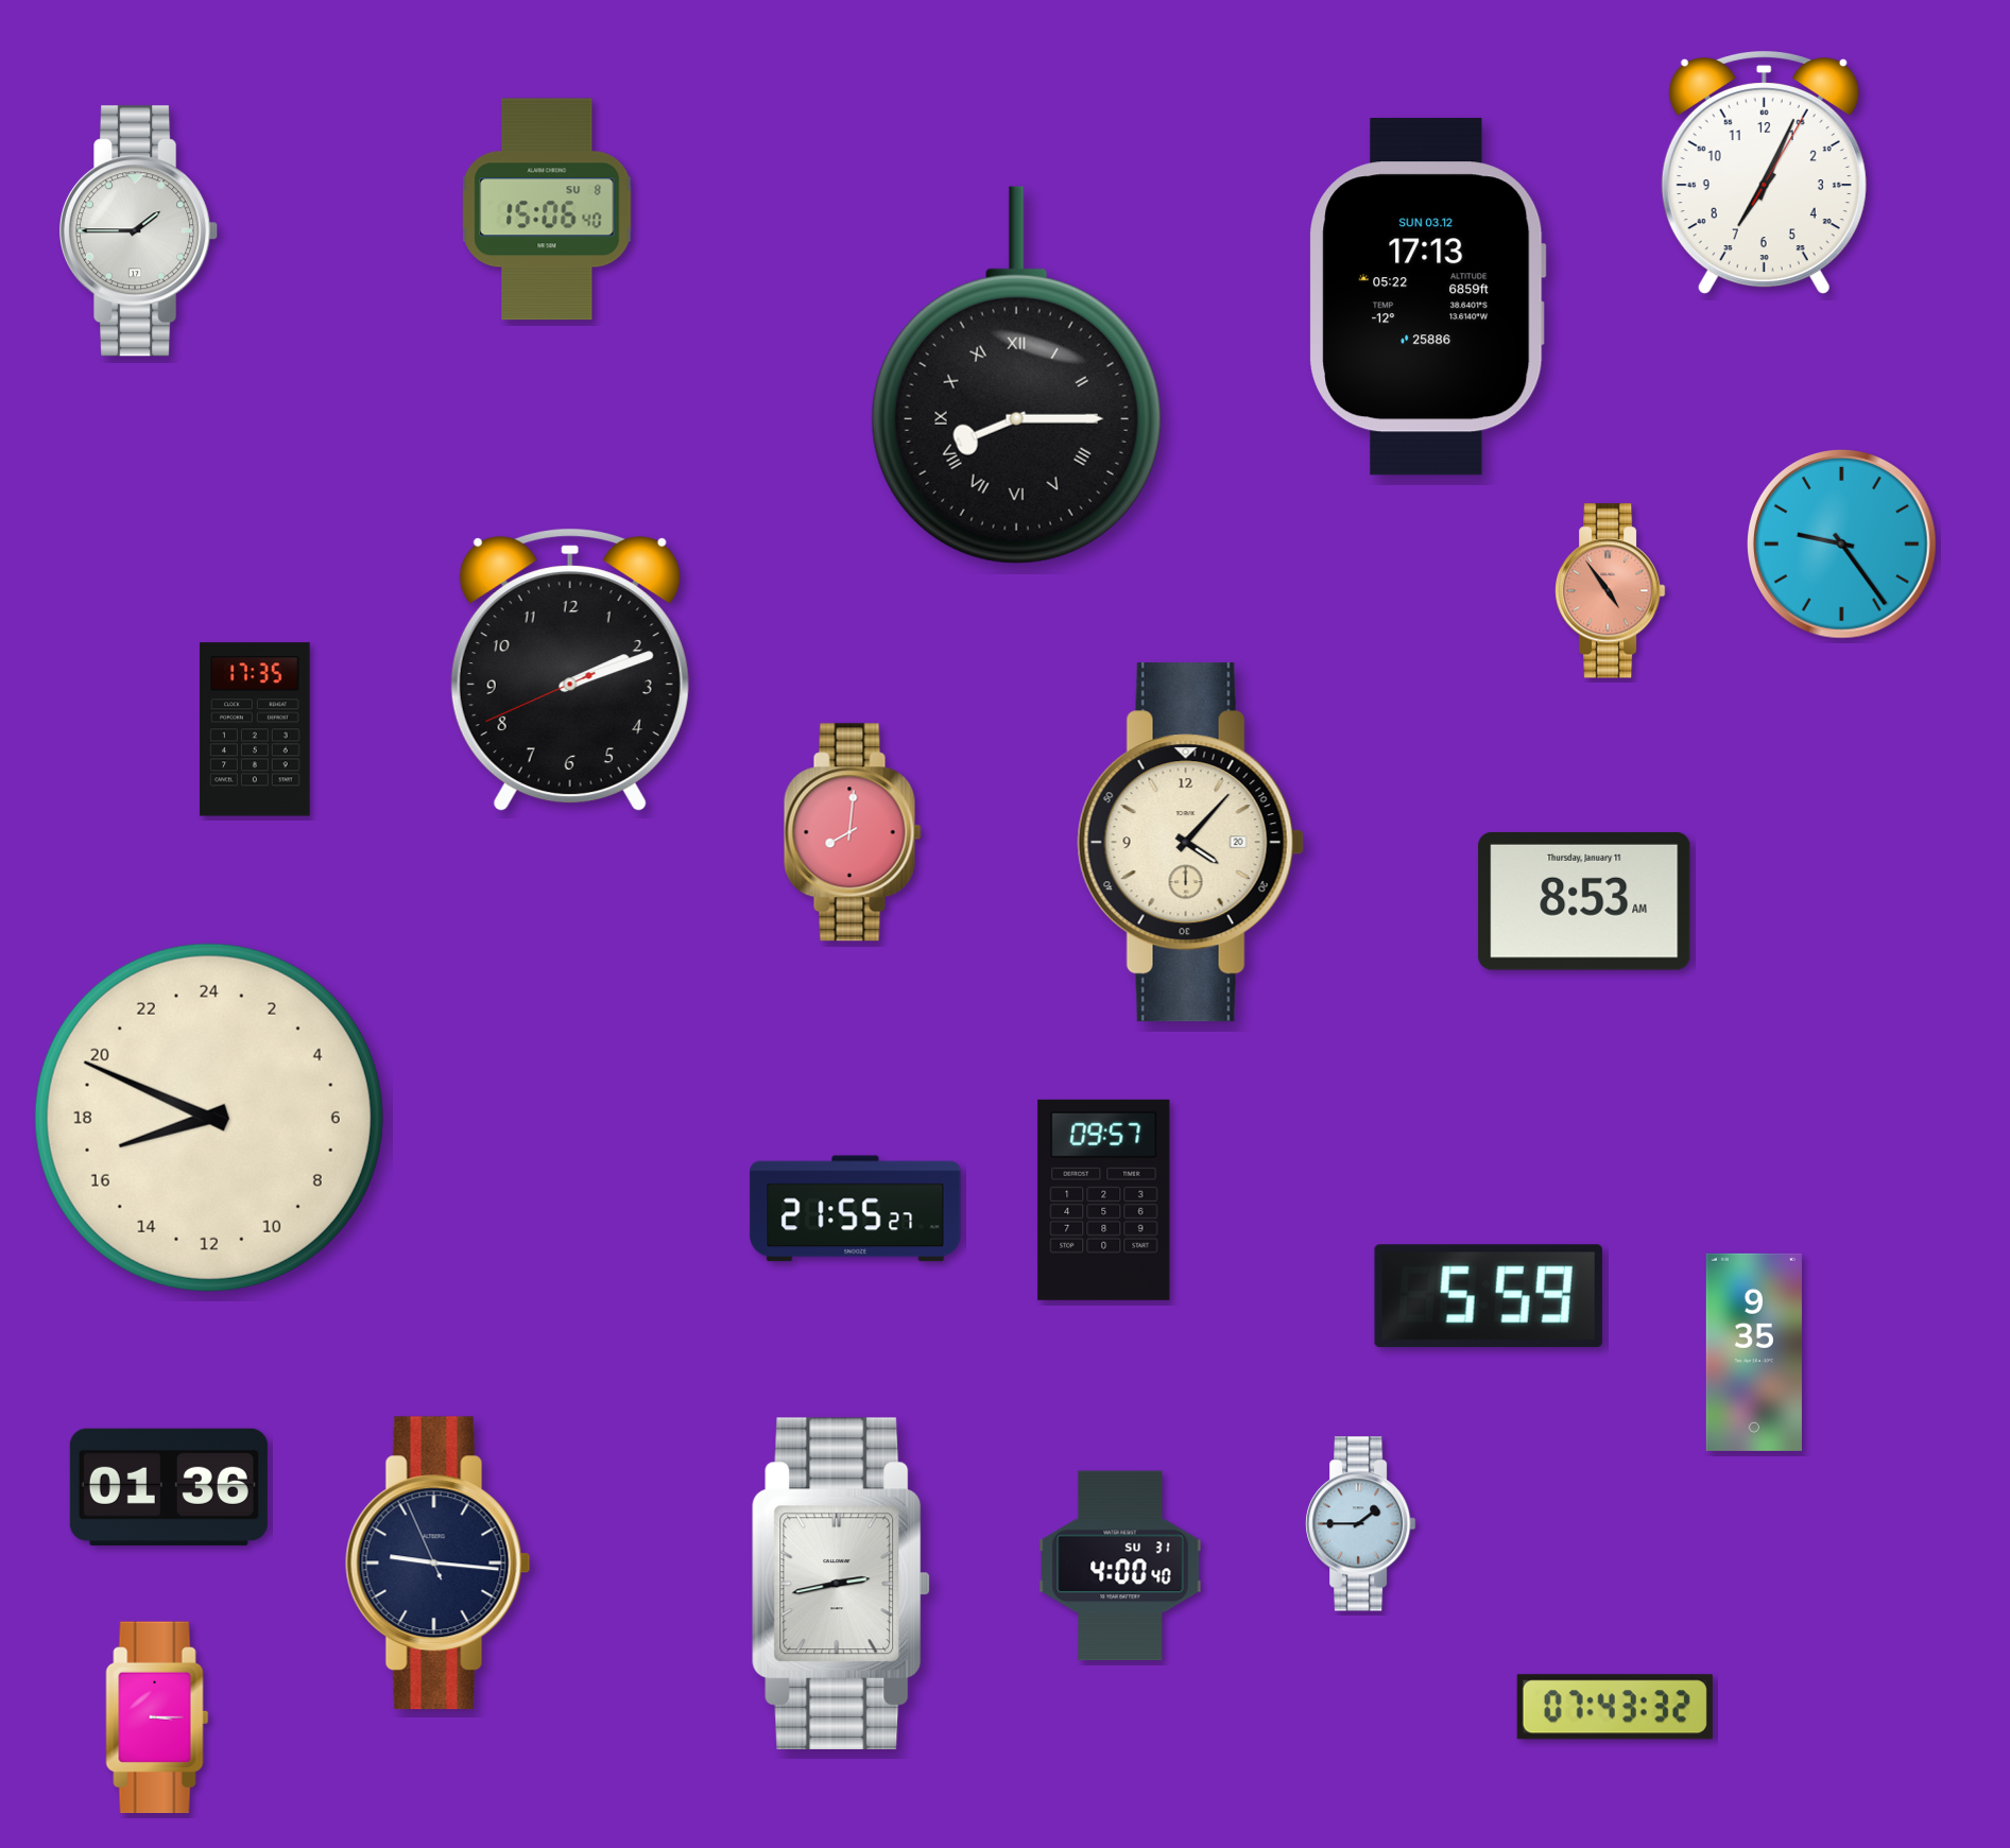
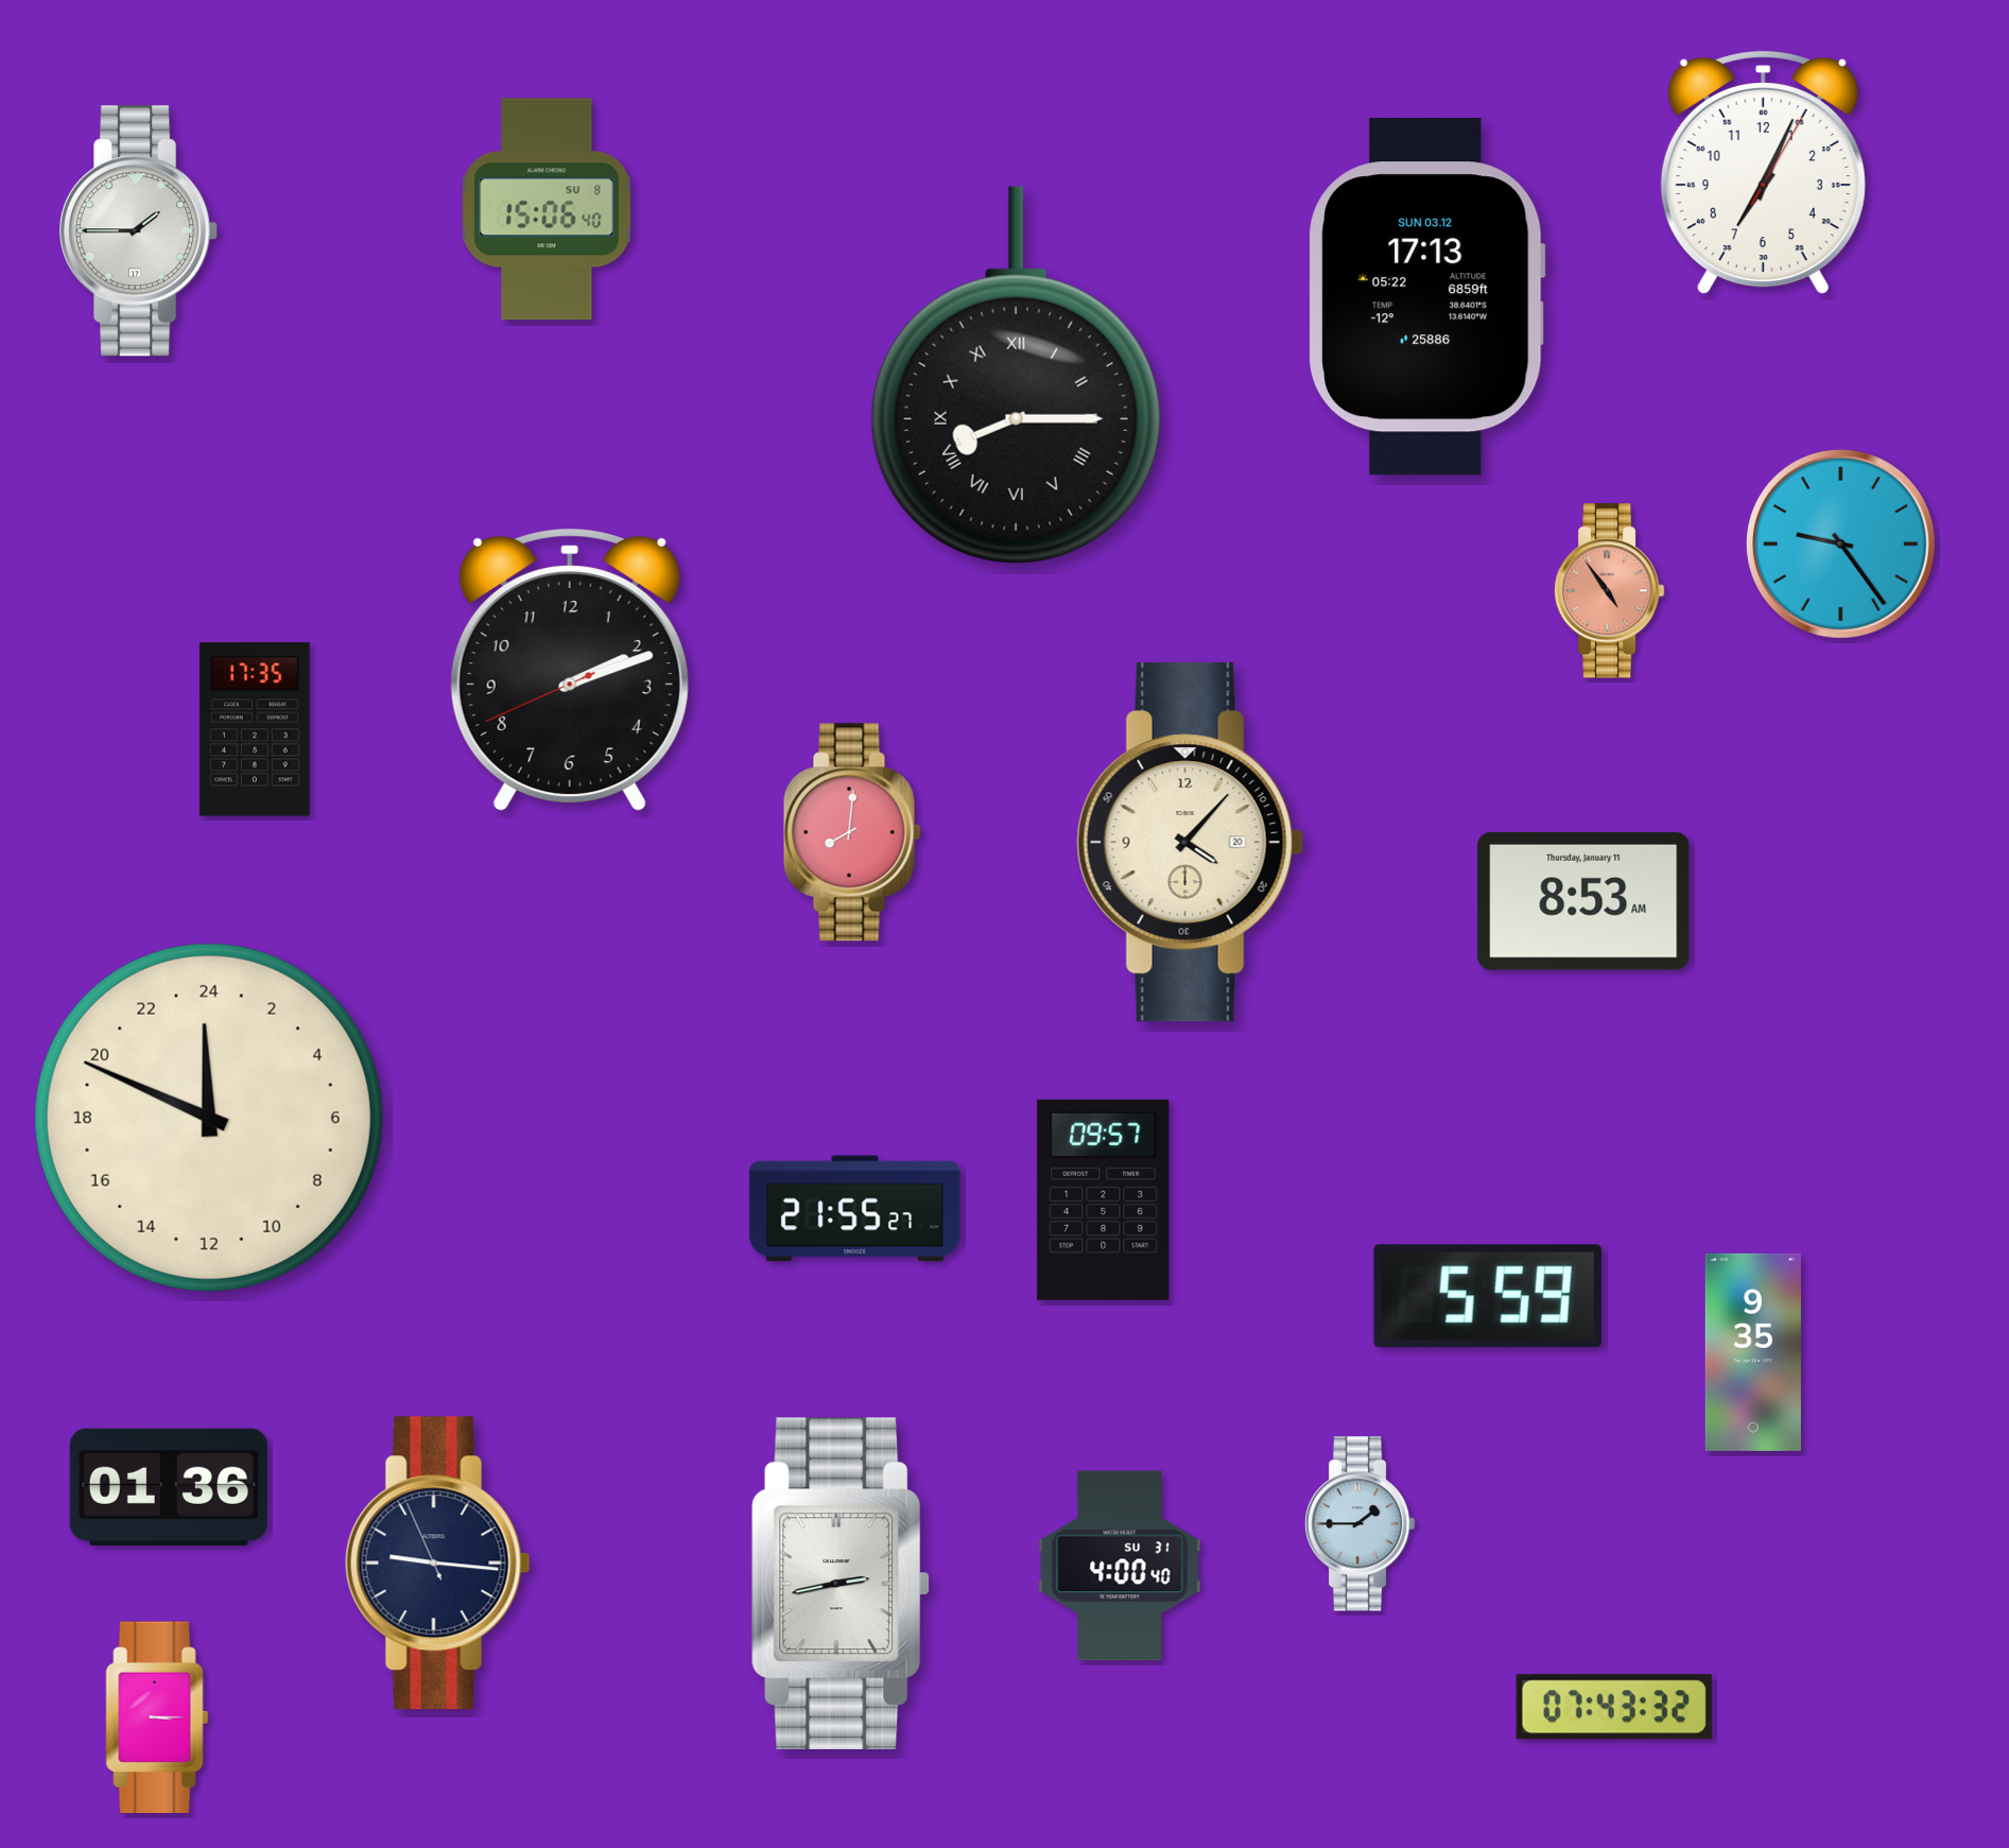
clock at (209, 1118): 16:49 -> 23:49
